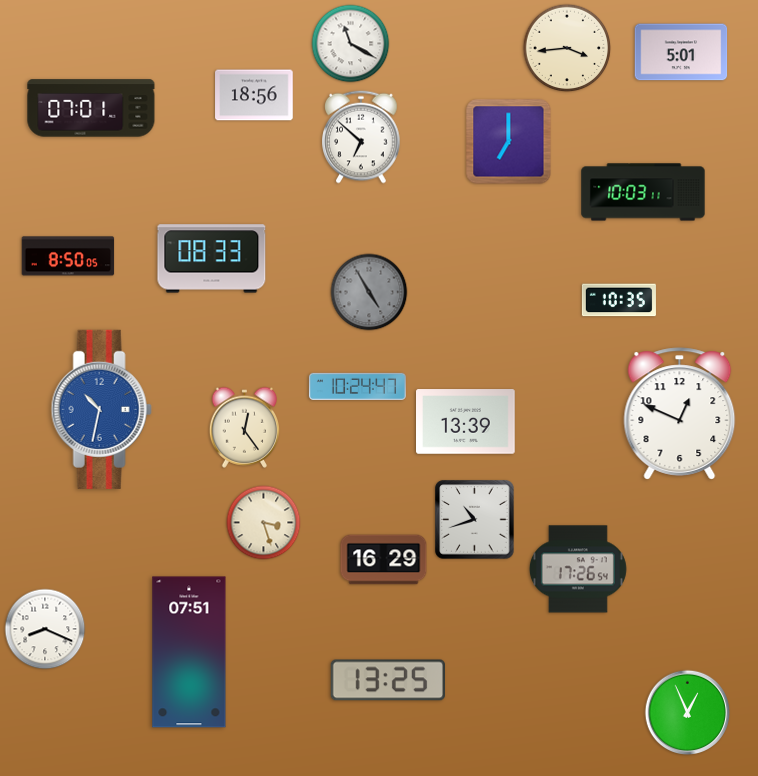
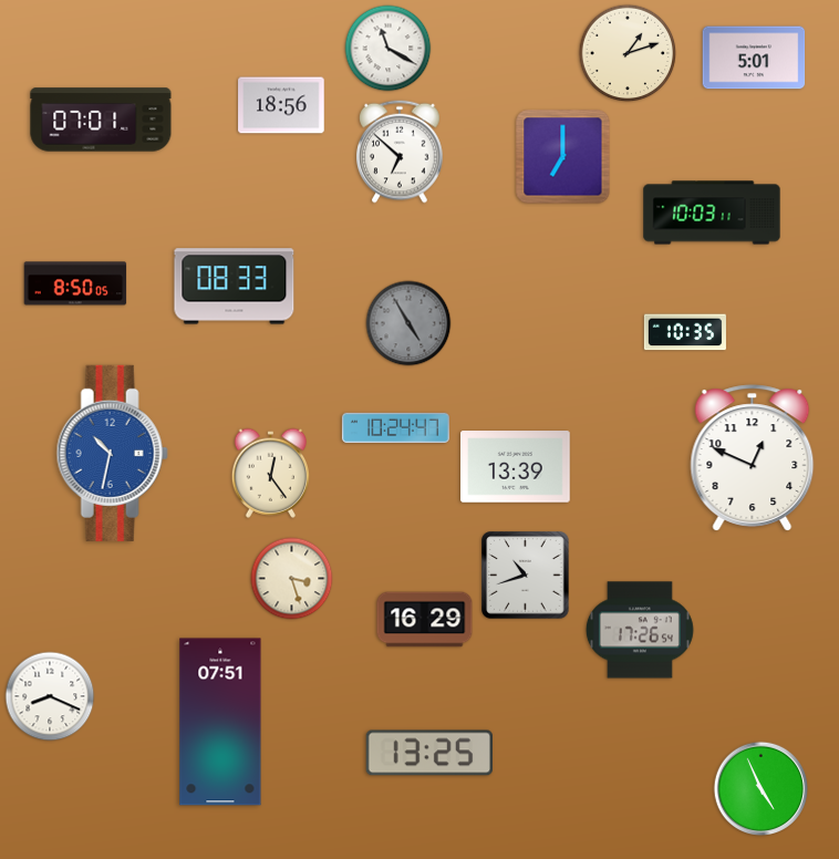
clock at (567, 48): 3:44 -> 1:12
clock at (189, 652) position: (189, 652) -> (220, 722)
clock at (688, 713): 12:56 -> 4:56
